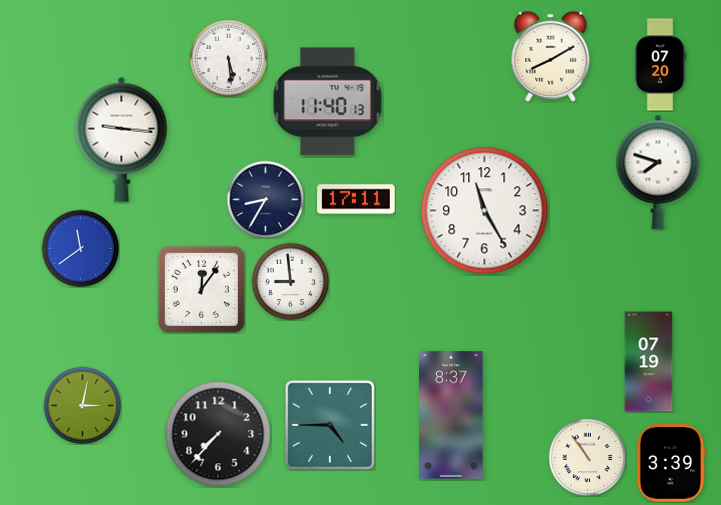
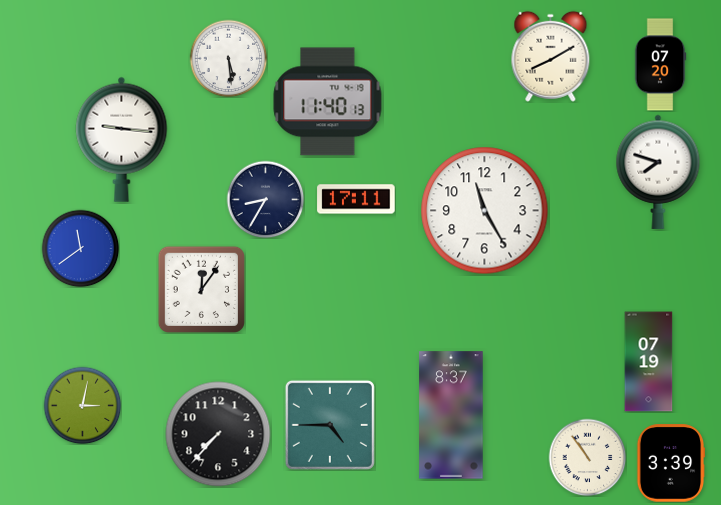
clock at (290, 281): 8:59 -> none
